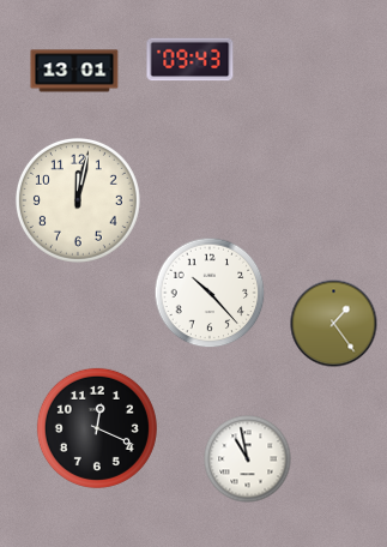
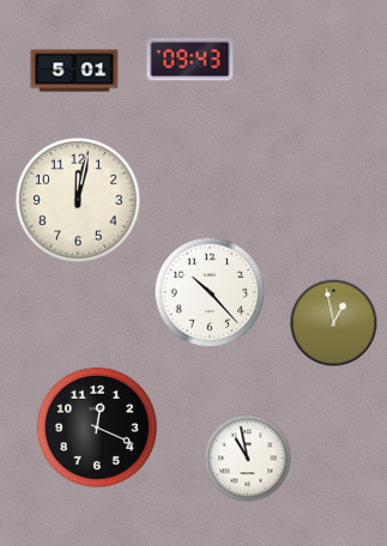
clock at (74, 71): 13:01 -> 5:01
clock at (334, 324): 1:24 -> 12:58
